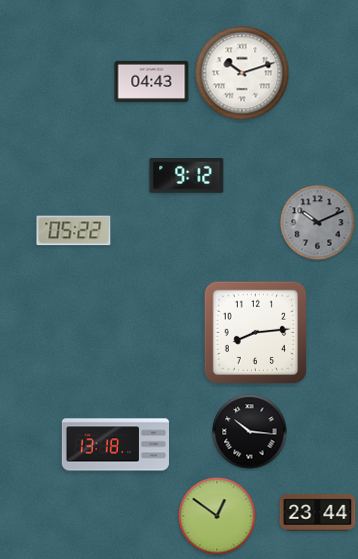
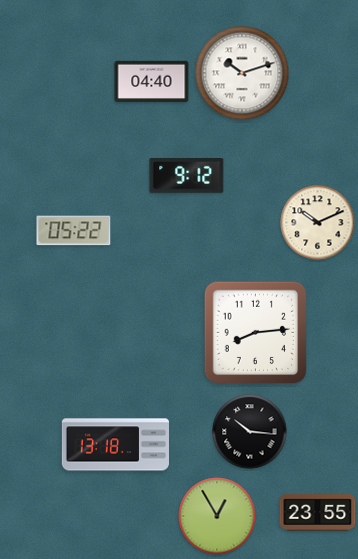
clock at (152, 81): 04:43 -> 04:40
clock at (318, 223) dial: grey -> cream
clock at (318, 513): 23:44 -> 23:55
clock at (217, 516): 12:51 -> 12:55
